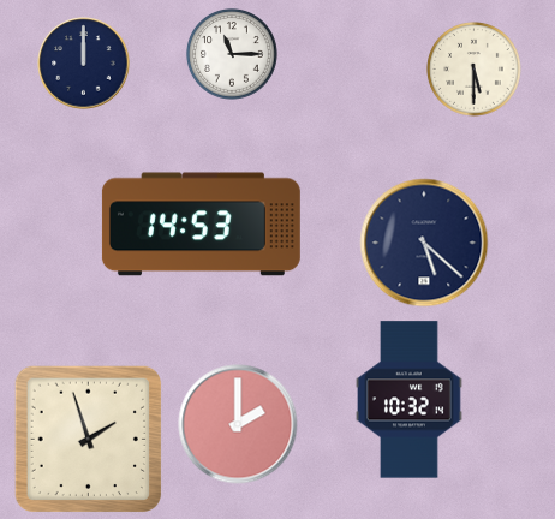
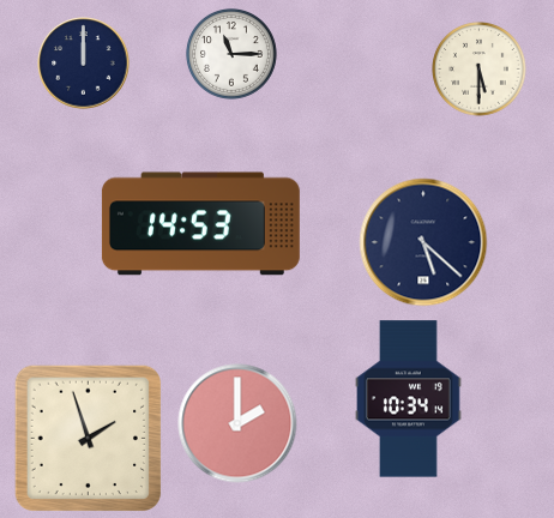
clock at (475, 70) position: (475, 70) -> (480, 70)
clock at (410, 400): 10:32 -> 10:34
